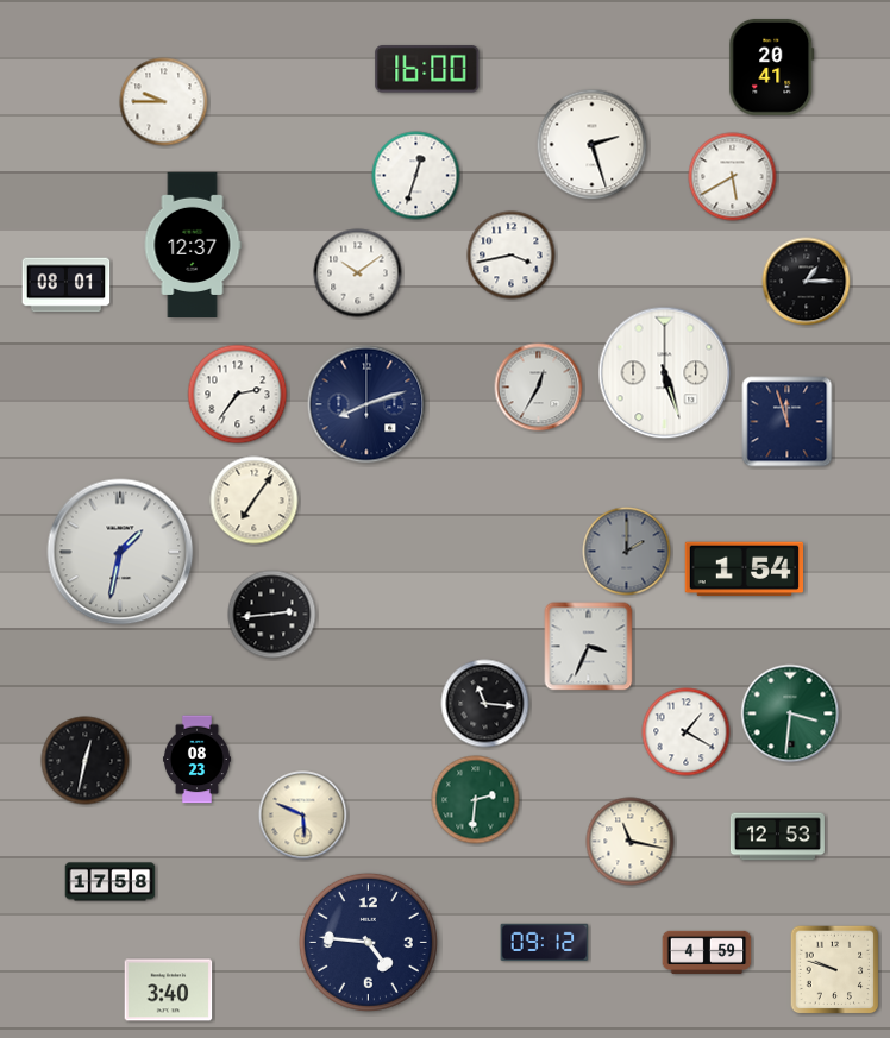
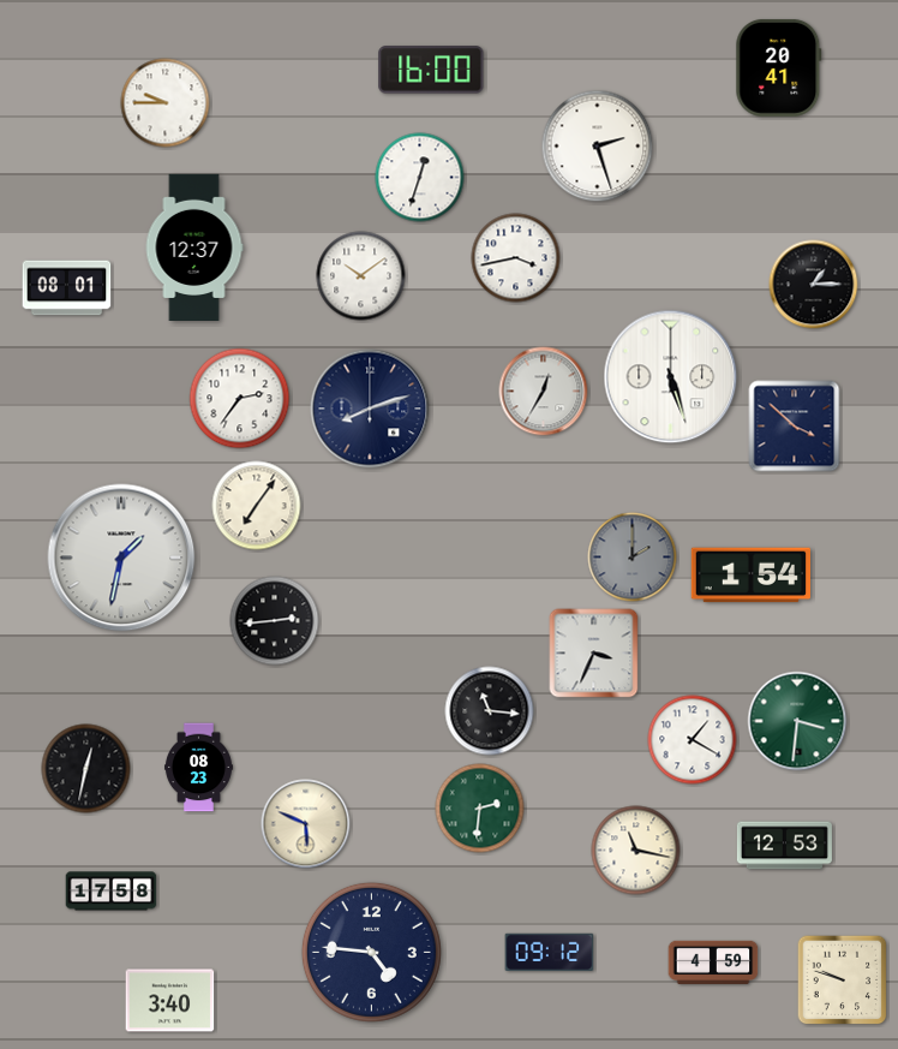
clock at (733, 177): 5:40 -> none
clock at (788, 422): 11:57 -> 3:52
